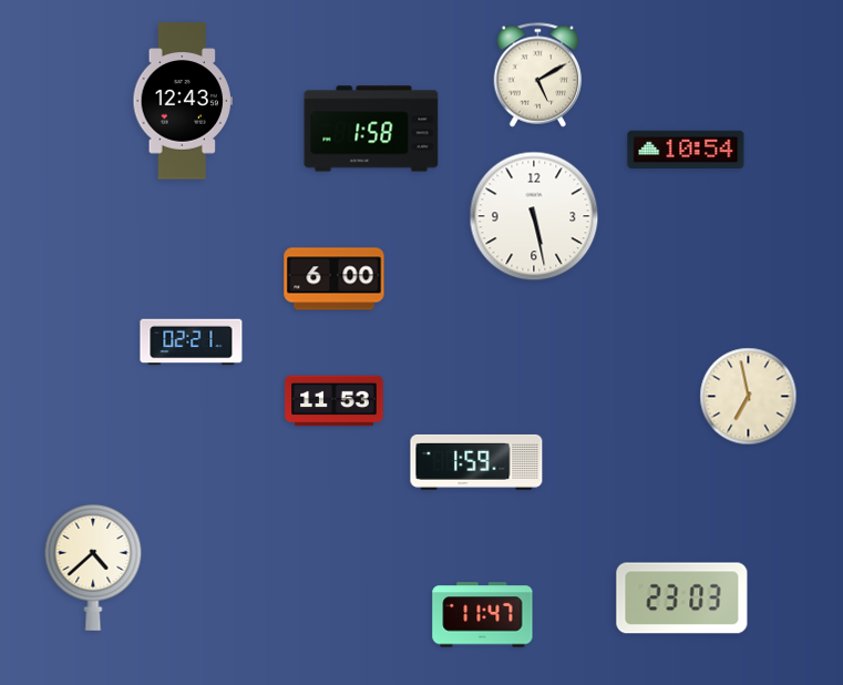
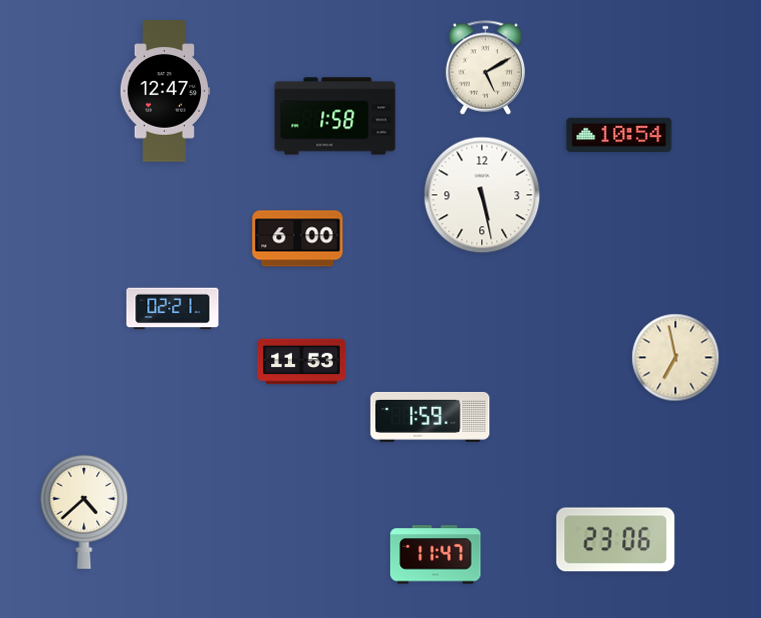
clock at (182, 101): 12:43 -> 12:47
clock at (335, 279) position: (335, 279) -> (298, 239)
clock at (682, 599): 23:03 -> 23:06
